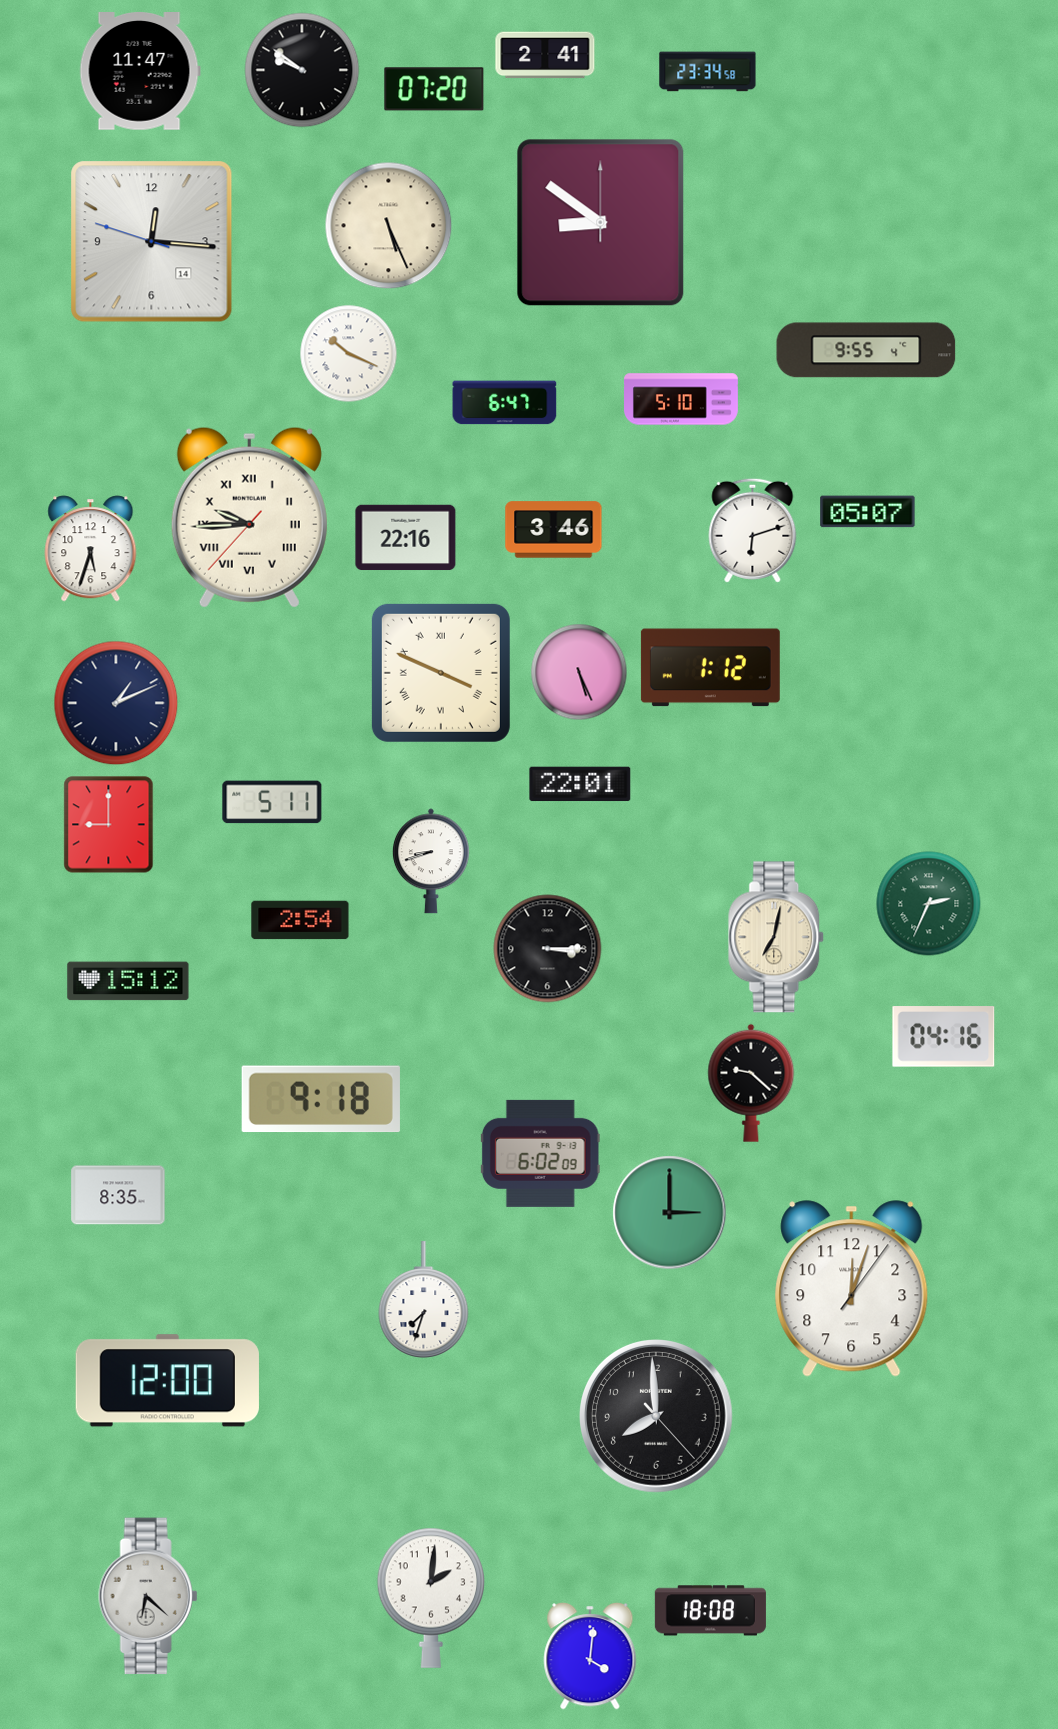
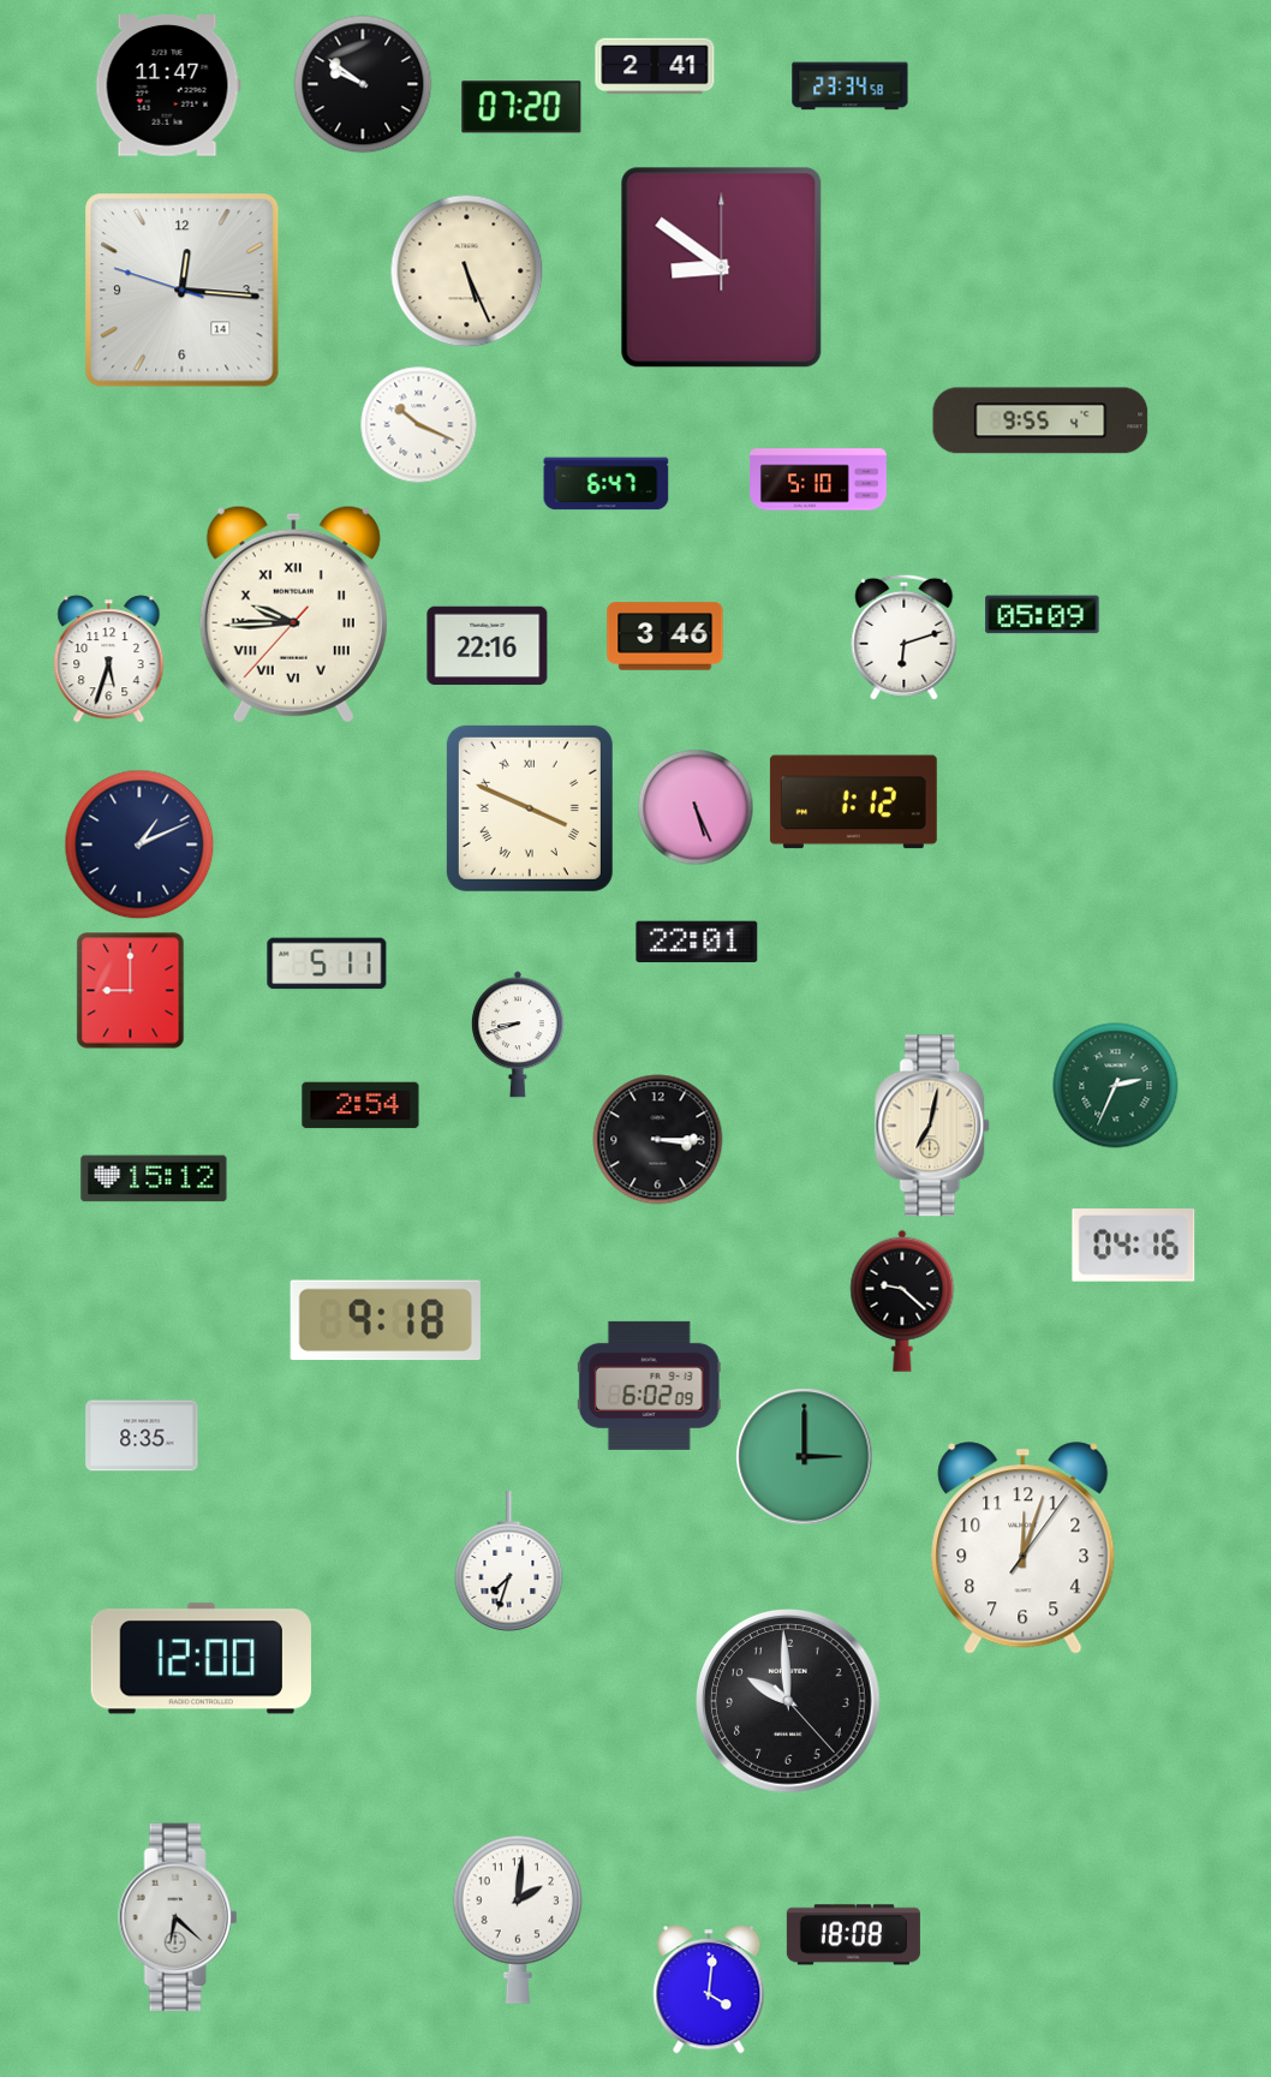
clock at (868, 512): 05:07 -> 05:09
clock at (249, 517) position: (249, 517) -> (293, 614)
clock at (657, 1417): 7:59 -> 9:59
